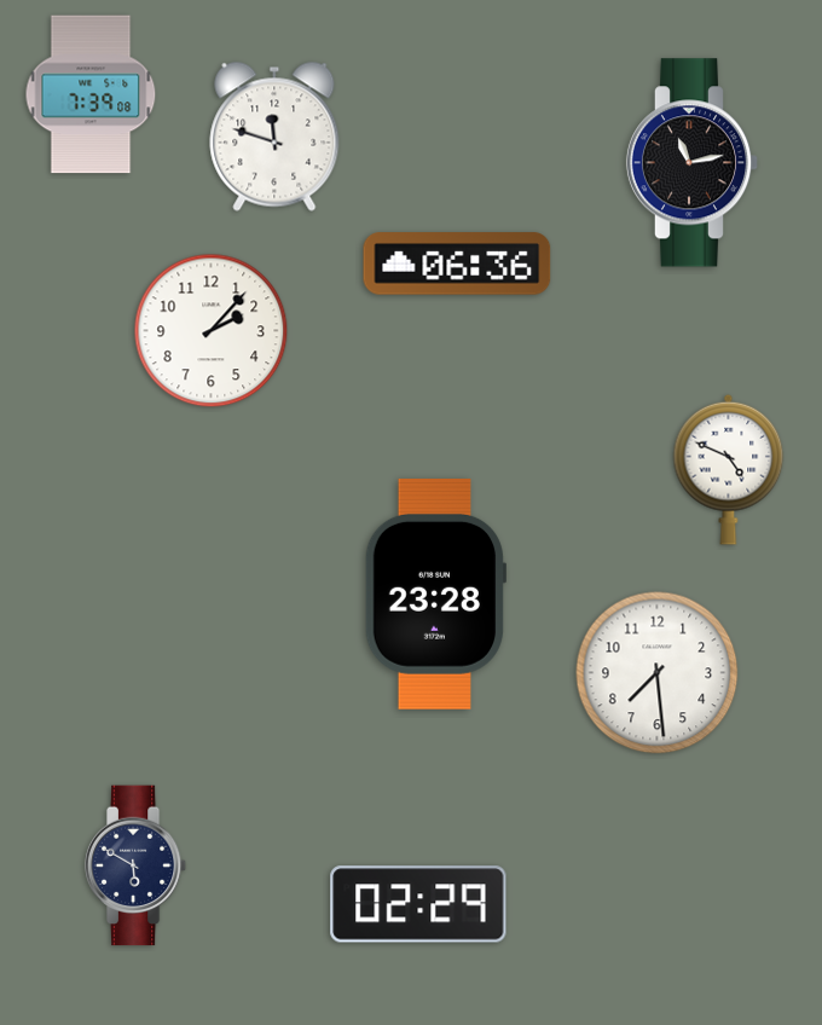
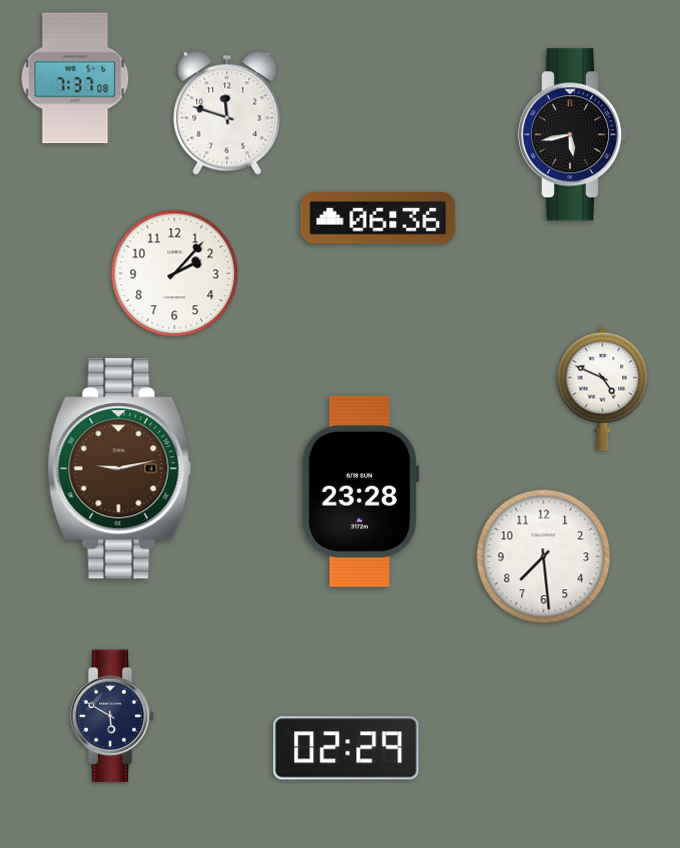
clock at (91, 94): 7:39 -> 7:37
clock at (693, 163): 11:13 -> 5:43
clock at (120, 469): none -> 9:13
